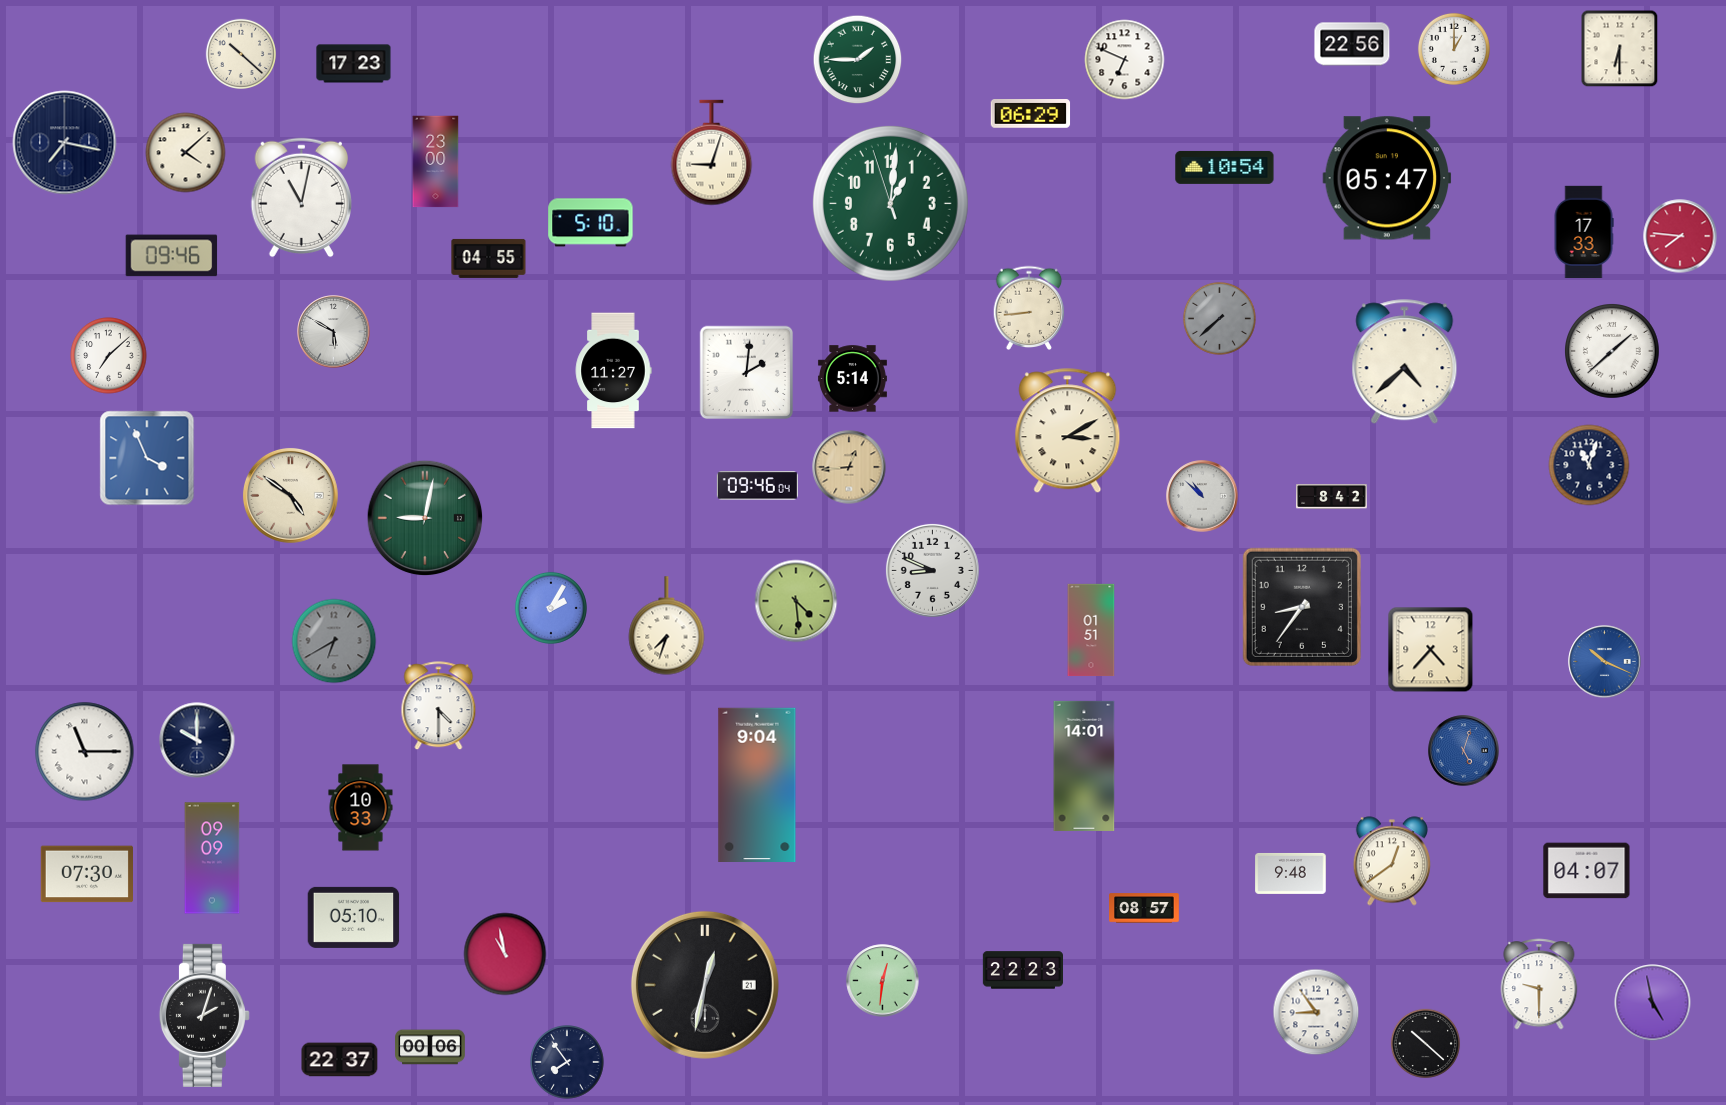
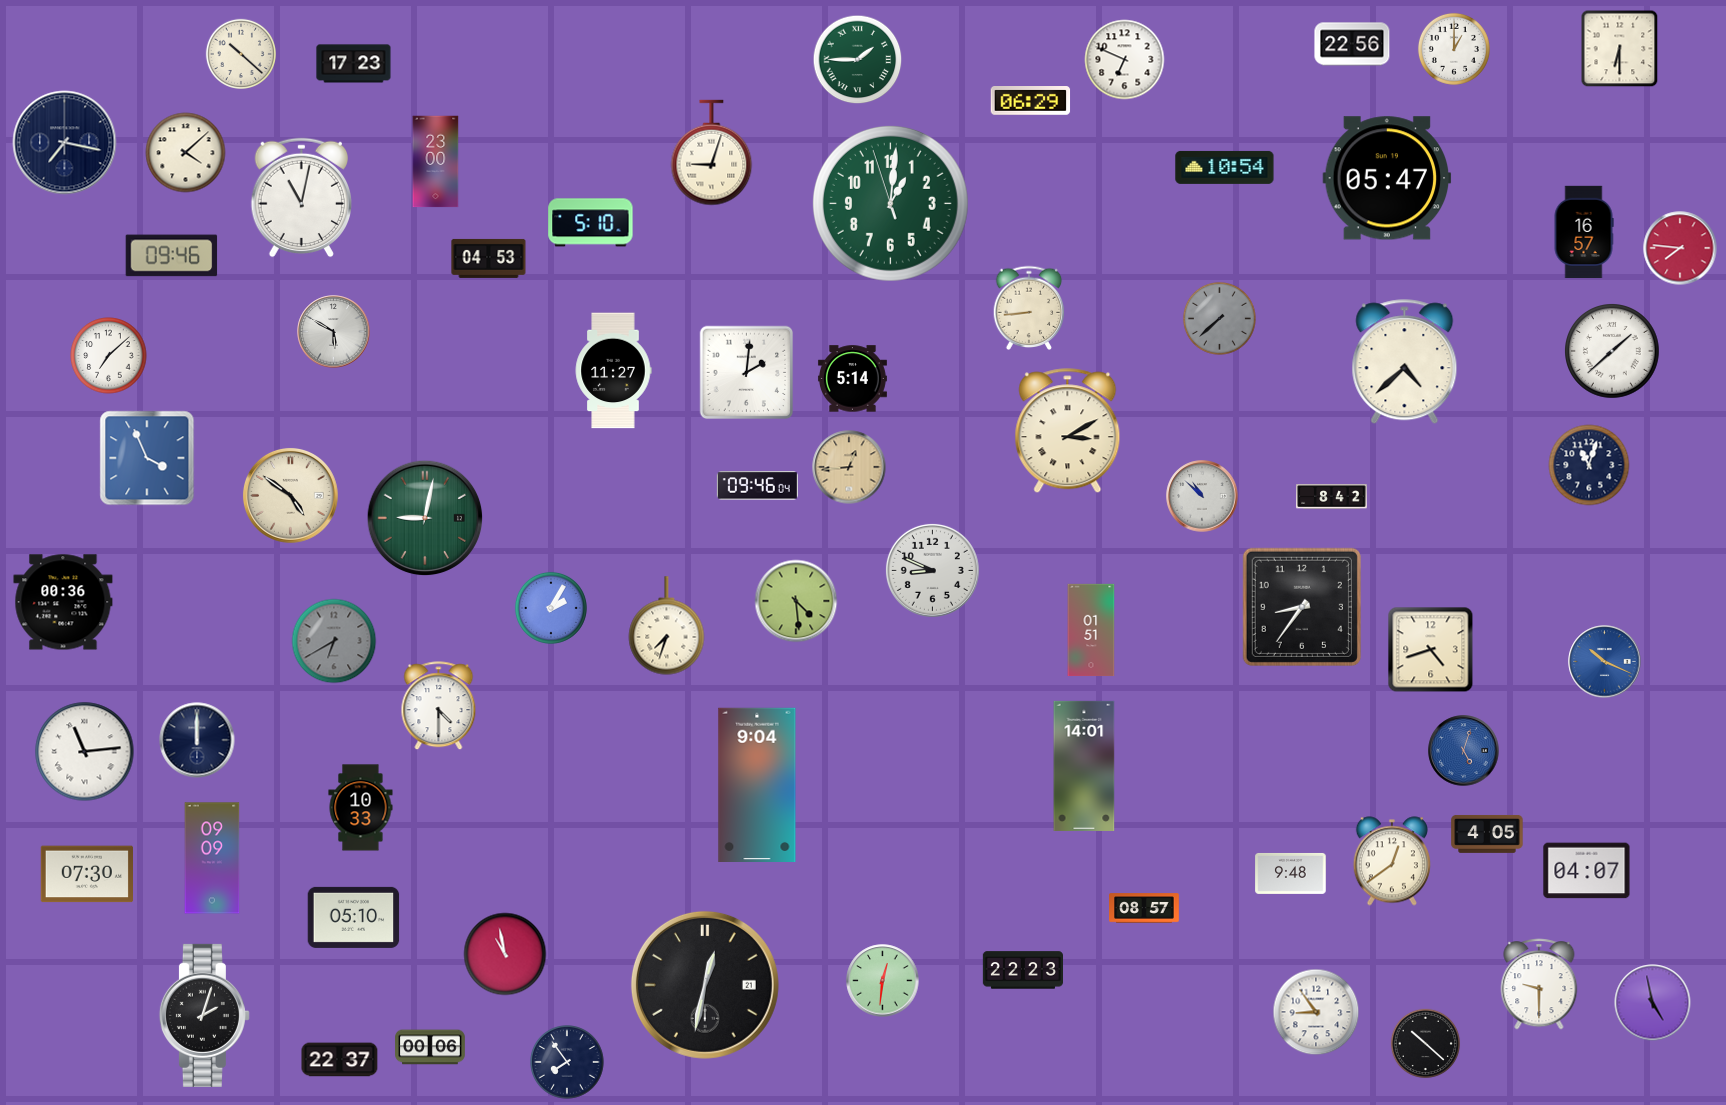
clock at (1031, 114) position: (1031, 114) -> (1031, 101)
clock at (1584, 232): 17:33 -> 16:57
clock at (1680, 236) position: (1680, 236) -> (1680, 248)
clock at (489, 258): 04:55 -> 04:53
clock at (63, 602): none -> 00:36
clock at (1431, 650): 4:37 -> 4:42
clock at (197, 740): 10:00 -> 12:00
clock at (85, 752): 11:15 -> 11:14
clock at (1487, 834): none -> 4:05
